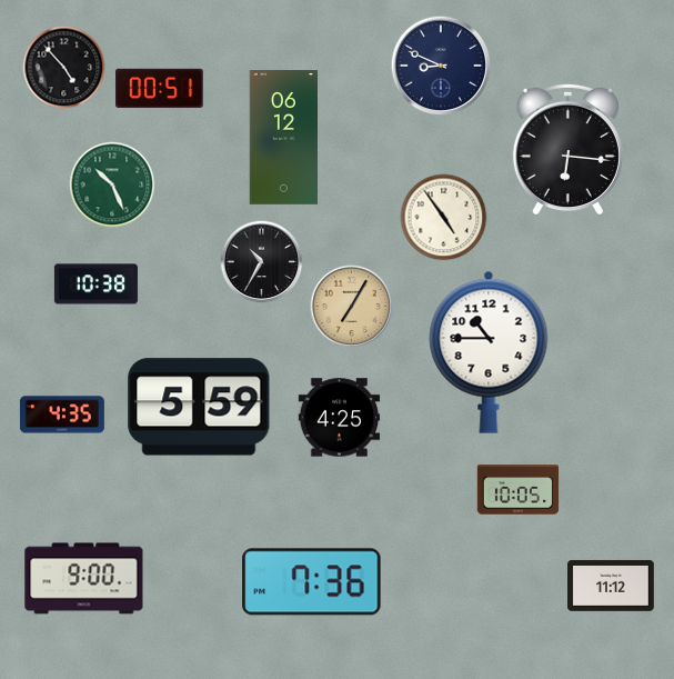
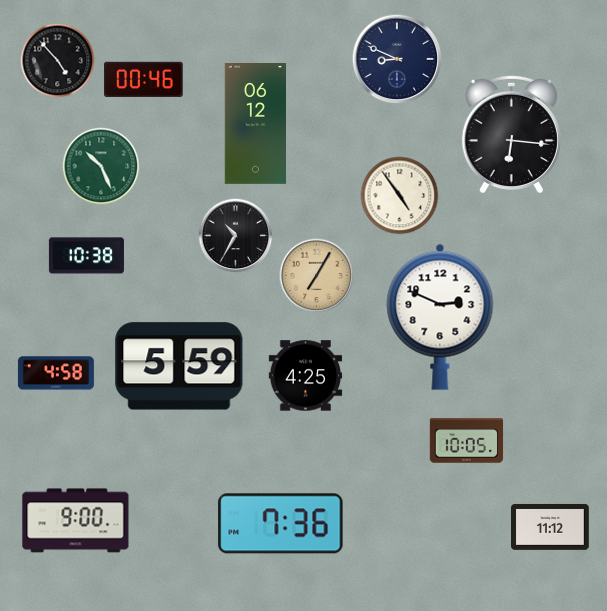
clock at (160, 88): 00:51 -> 00:46
clock at (489, 352): 10:45 -> 2:49
clock at (62, 415): 4:35 -> 4:58
